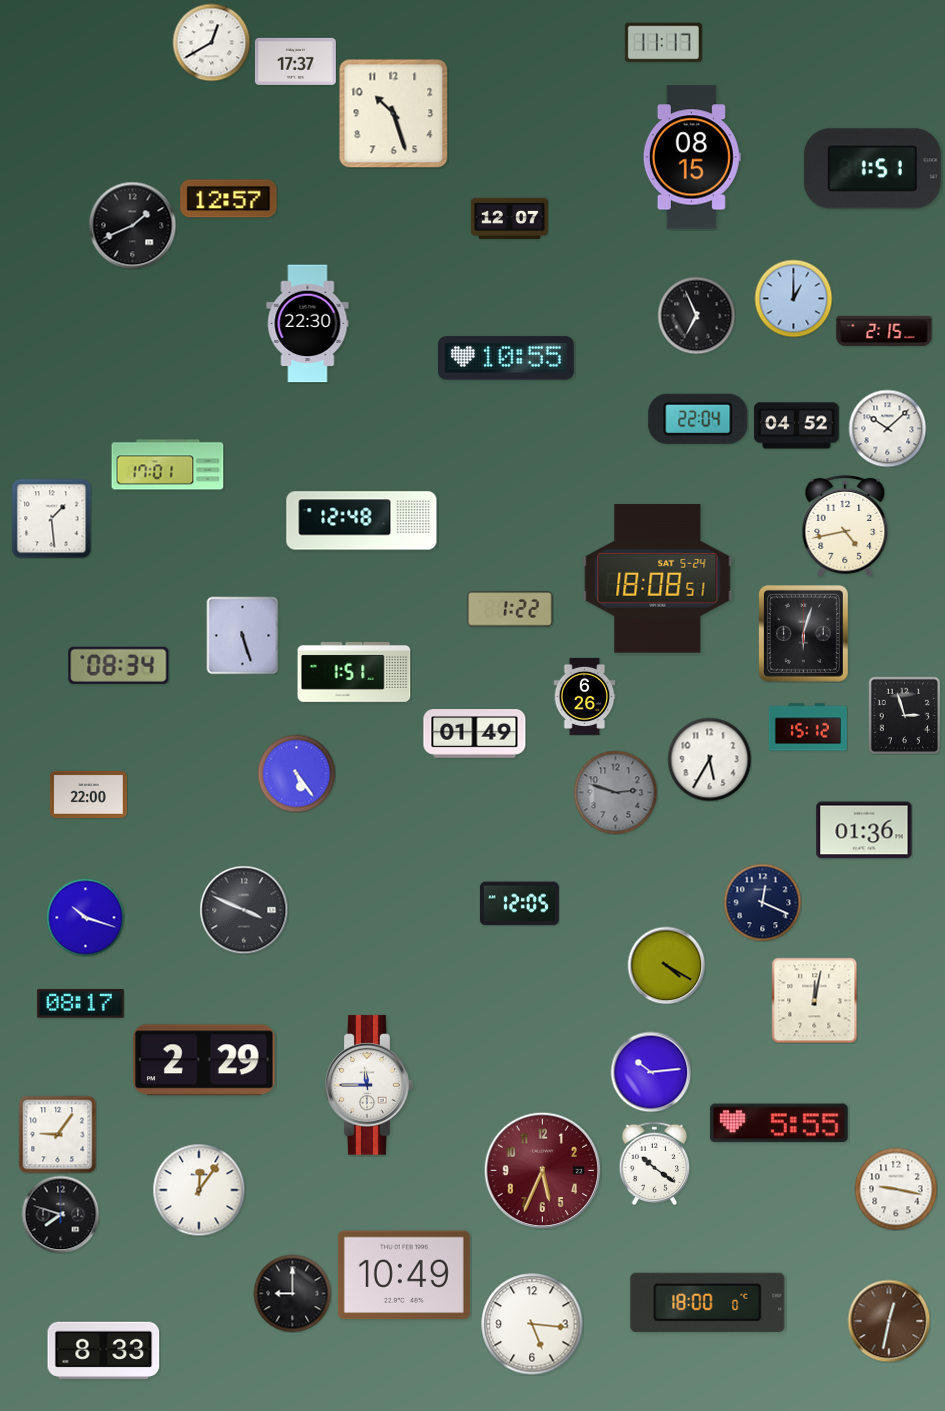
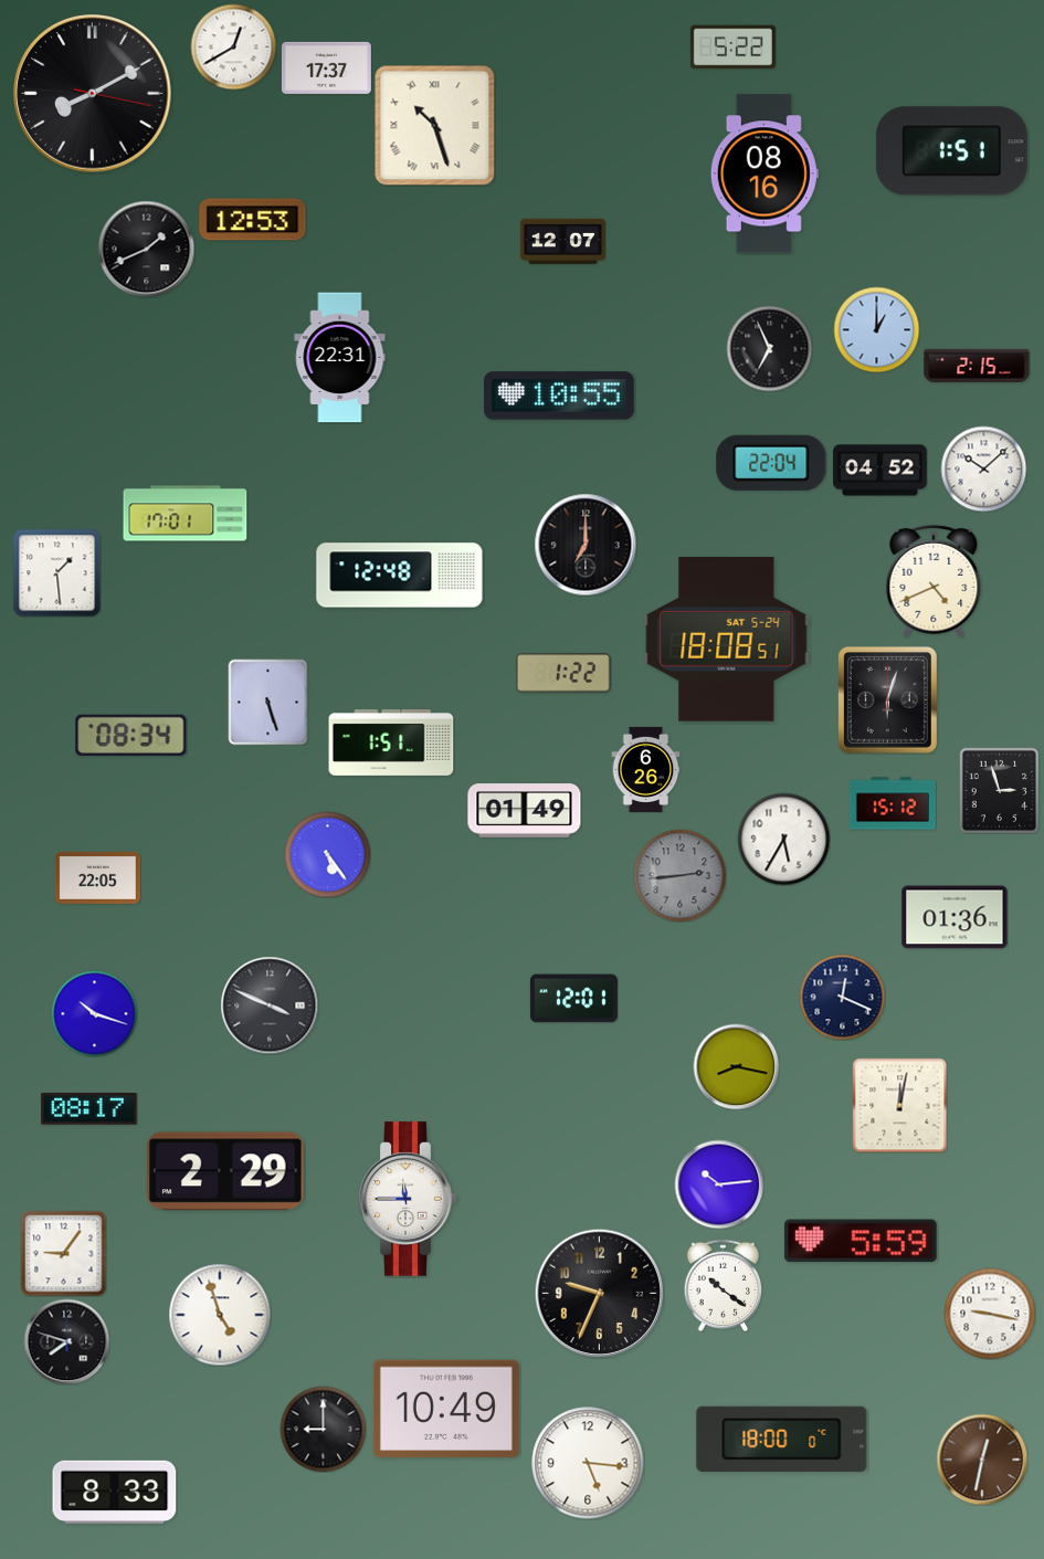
clock at (663, 43): 11:17 -> 5:22
clock at (93, 94): none -> 8:10
clock at (394, 114) numerals: Arabic -> Roman
clock at (692, 157): 08:15 -> 08:16
clock at (872, 169) position: (872, 169) -> (951, 151)
clock at (229, 199): 12:57 -> 12:53
clock at (308, 324): 22:30 -> 22:31
clock at (887, 428) position: (887, 428) -> (983, 468)
clock at (586, 545): none -> 7:00
clock at (845, 526): 4:43 -> 4:41
clock at (615, 792): 2:48 -> 2:44
clock at (88, 794): 22:00 -> 22:05
clock at (519, 904): 12:05 -> 12:01
clock at (666, 965): 4:20 -> 8:17
clock at (779, 1123): 5:55 -> 5:59
clock at (542, 1170): 5:34 -> 9:34
clock at (542, 1170) dial: burgundy -> black
clock at (199, 1190): 12:06 -> 4:57
